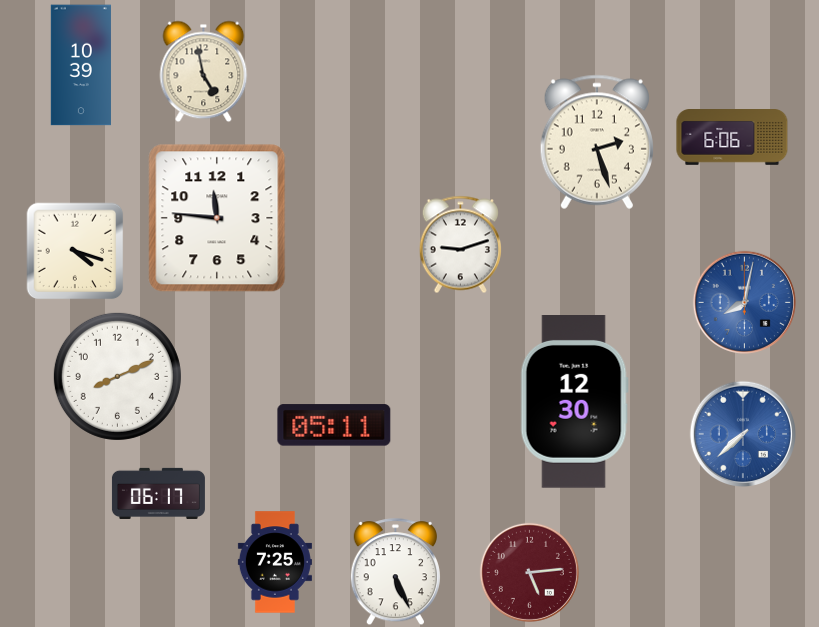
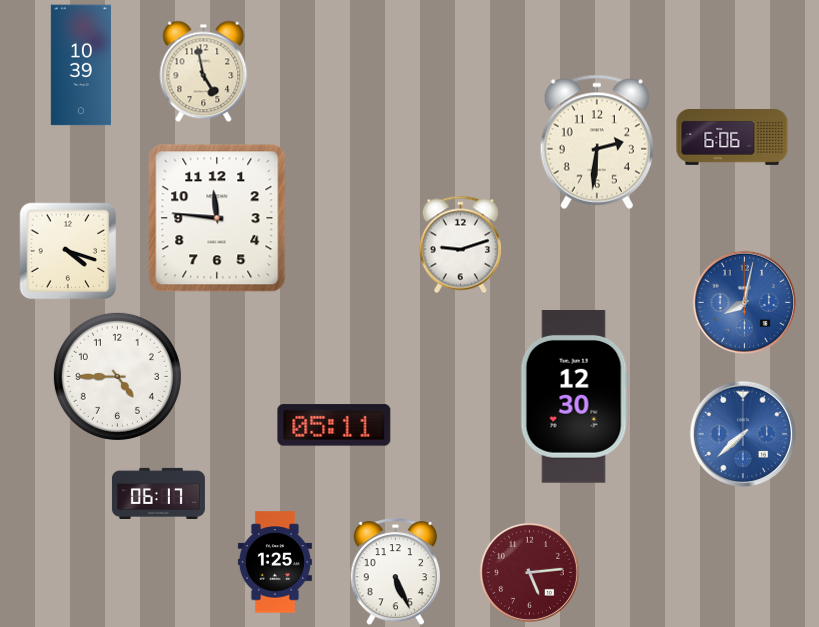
clock at (597, 142): 2:27 -> 2:31
clock at (75, 251) position: (75, 251) -> (68, 251)
clock at (117, 376): 8:11 -> 4:45
clock at (574, 402) position: (574, 402) -> (574, 397)
clock at (275, 562): 7:25 -> 1:25
